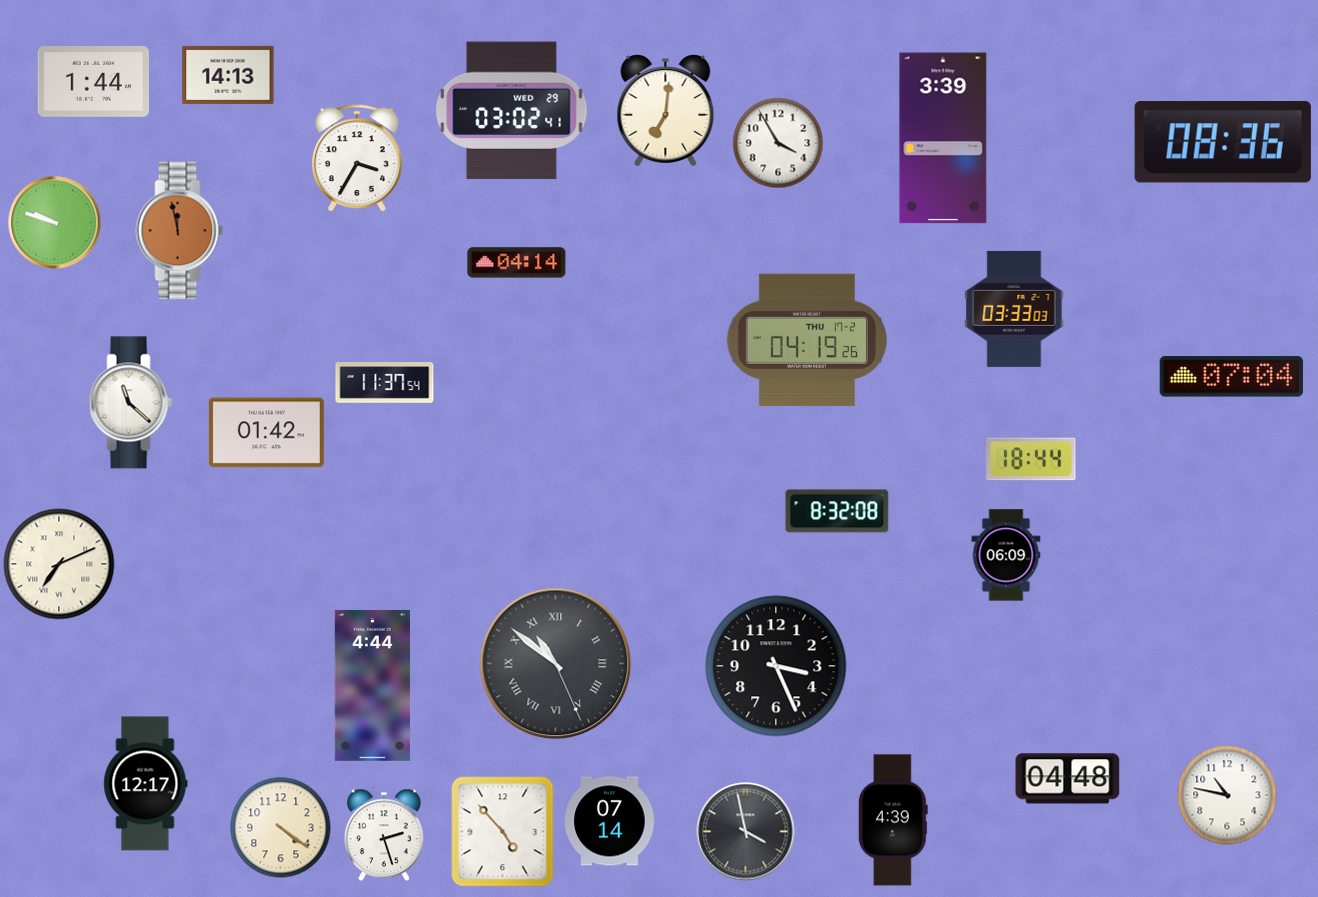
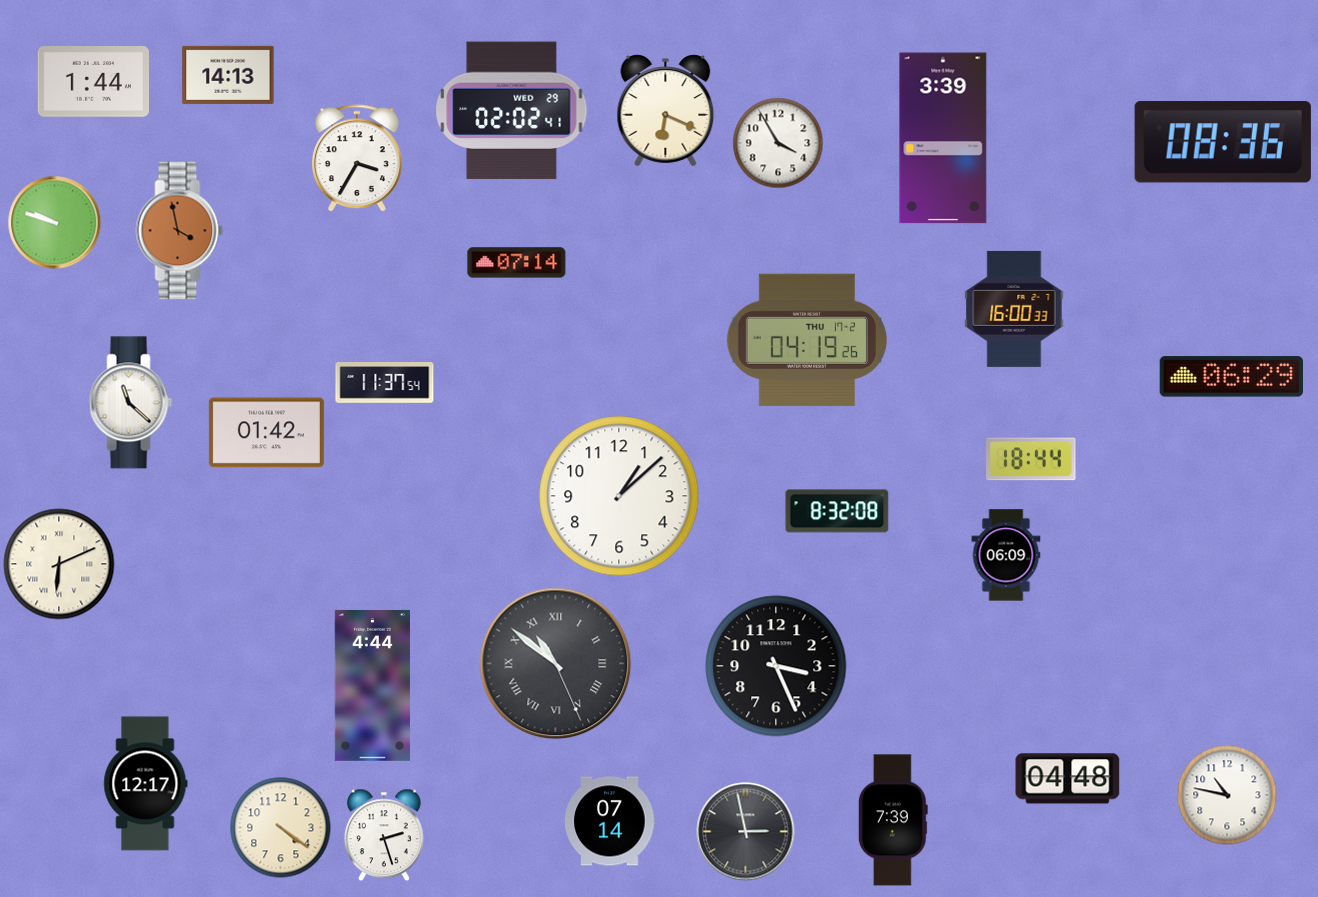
clock at (512, 111): 03:02 -> 02:02
clock at (666, 111): 7:01 -> 6:19
clock at (180, 231): 11:58 -> 3:58
clock at (517, 263): 04:14 -> 07:14
clock at (1014, 309): 03:33 -> 16:00
clock at (1231, 377): 07:04 -> 06:29
clock at (619, 496): none -> 1:08
clock at (59, 564): 7:11 -> 6:11
clock at (893, 820): 4:39 -> 7:39
clock at (503, 832): 4:53 -> none
clock at (746, 832): 3:58 -> 2:58
